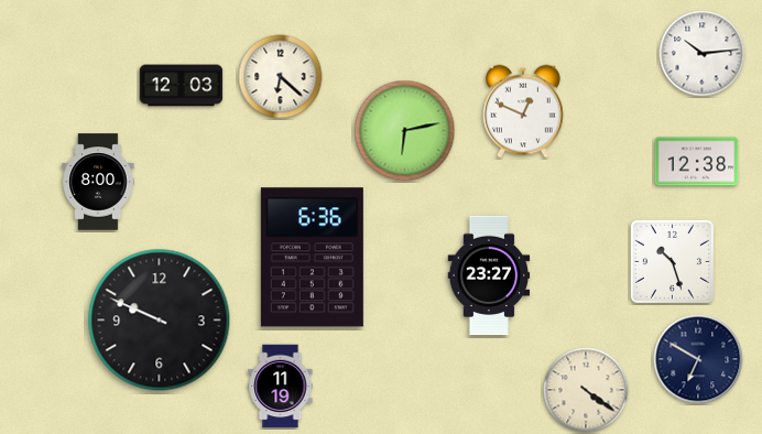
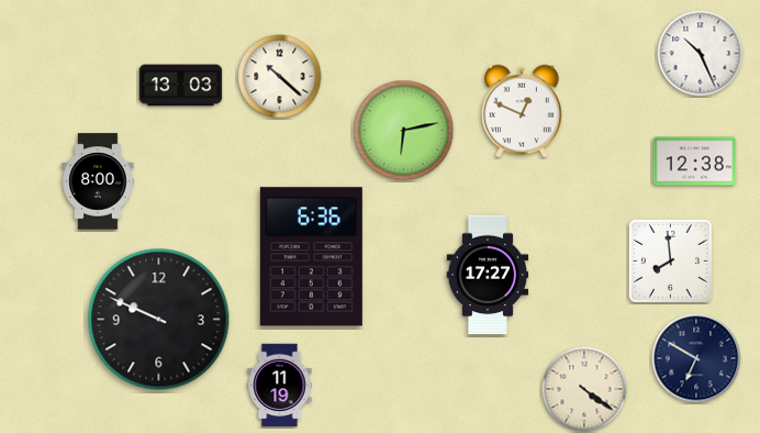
clock at (703, 54): 10:14 -> 10:26
clock at (281, 77): 6:22 -> 10:22
clock at (182, 86): 12:03 -> 13:03
clock at (672, 261): 10:27 -> 7:59
clock at (489, 275): 23:27 -> 17:27
